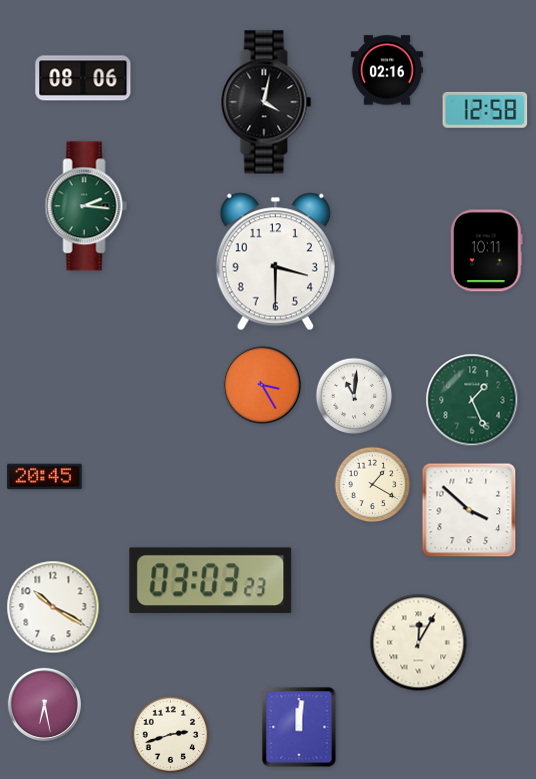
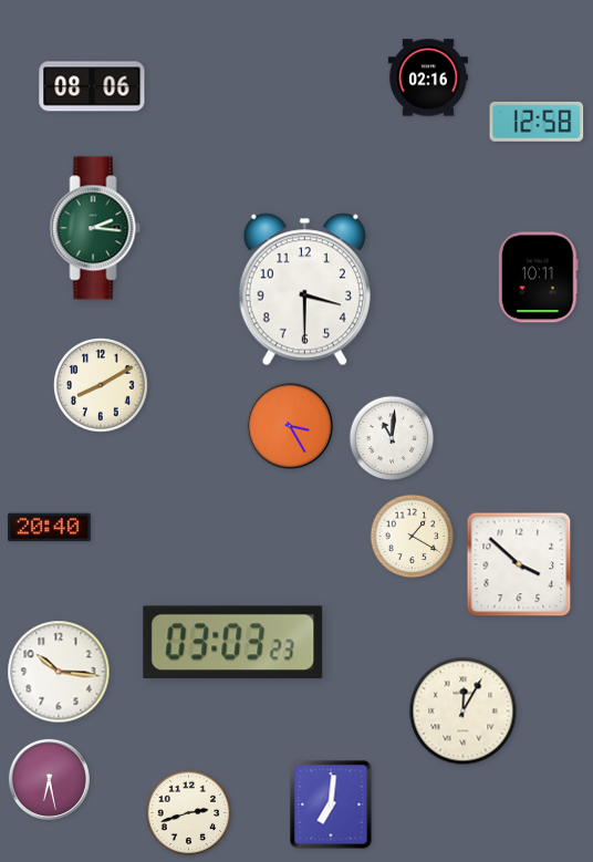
clock at (266, 102): 4:02 -> none
clock at (101, 385): none -> 8:10
clock at (472, 400): 1:26 -> none
clock at (45, 477): 20:45 -> 20:40
clock at (53, 607): 10:20 -> 10:16
clock at (299, 727): 12:01 -> 7:01
